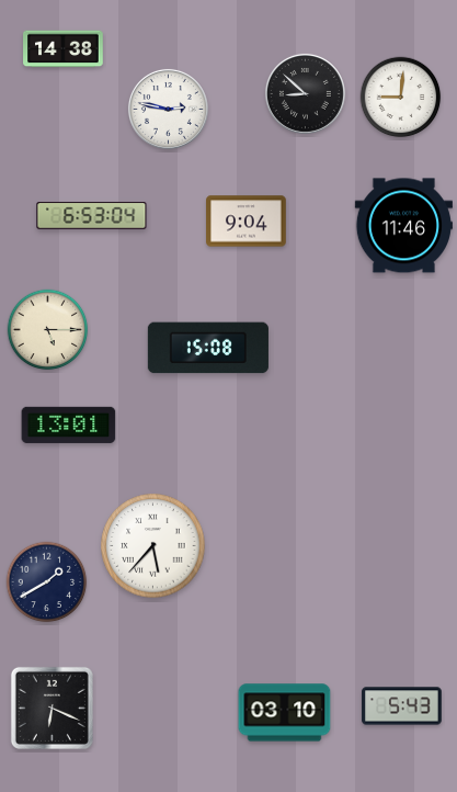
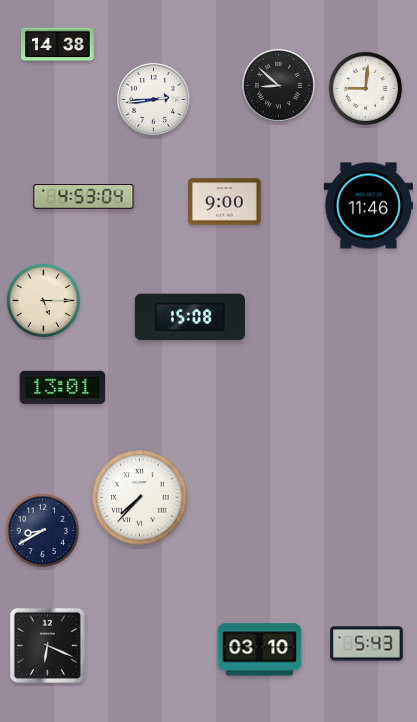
clock at (168, 109): 2:47 -> 2:44
clock at (92, 216): 6:53 -> 4:53
clock at (247, 222): 9:04 -> 9:00
clock at (153, 546): 5:37 -> 7:37
clock at (47, 582): 1:40 -> 8:40
